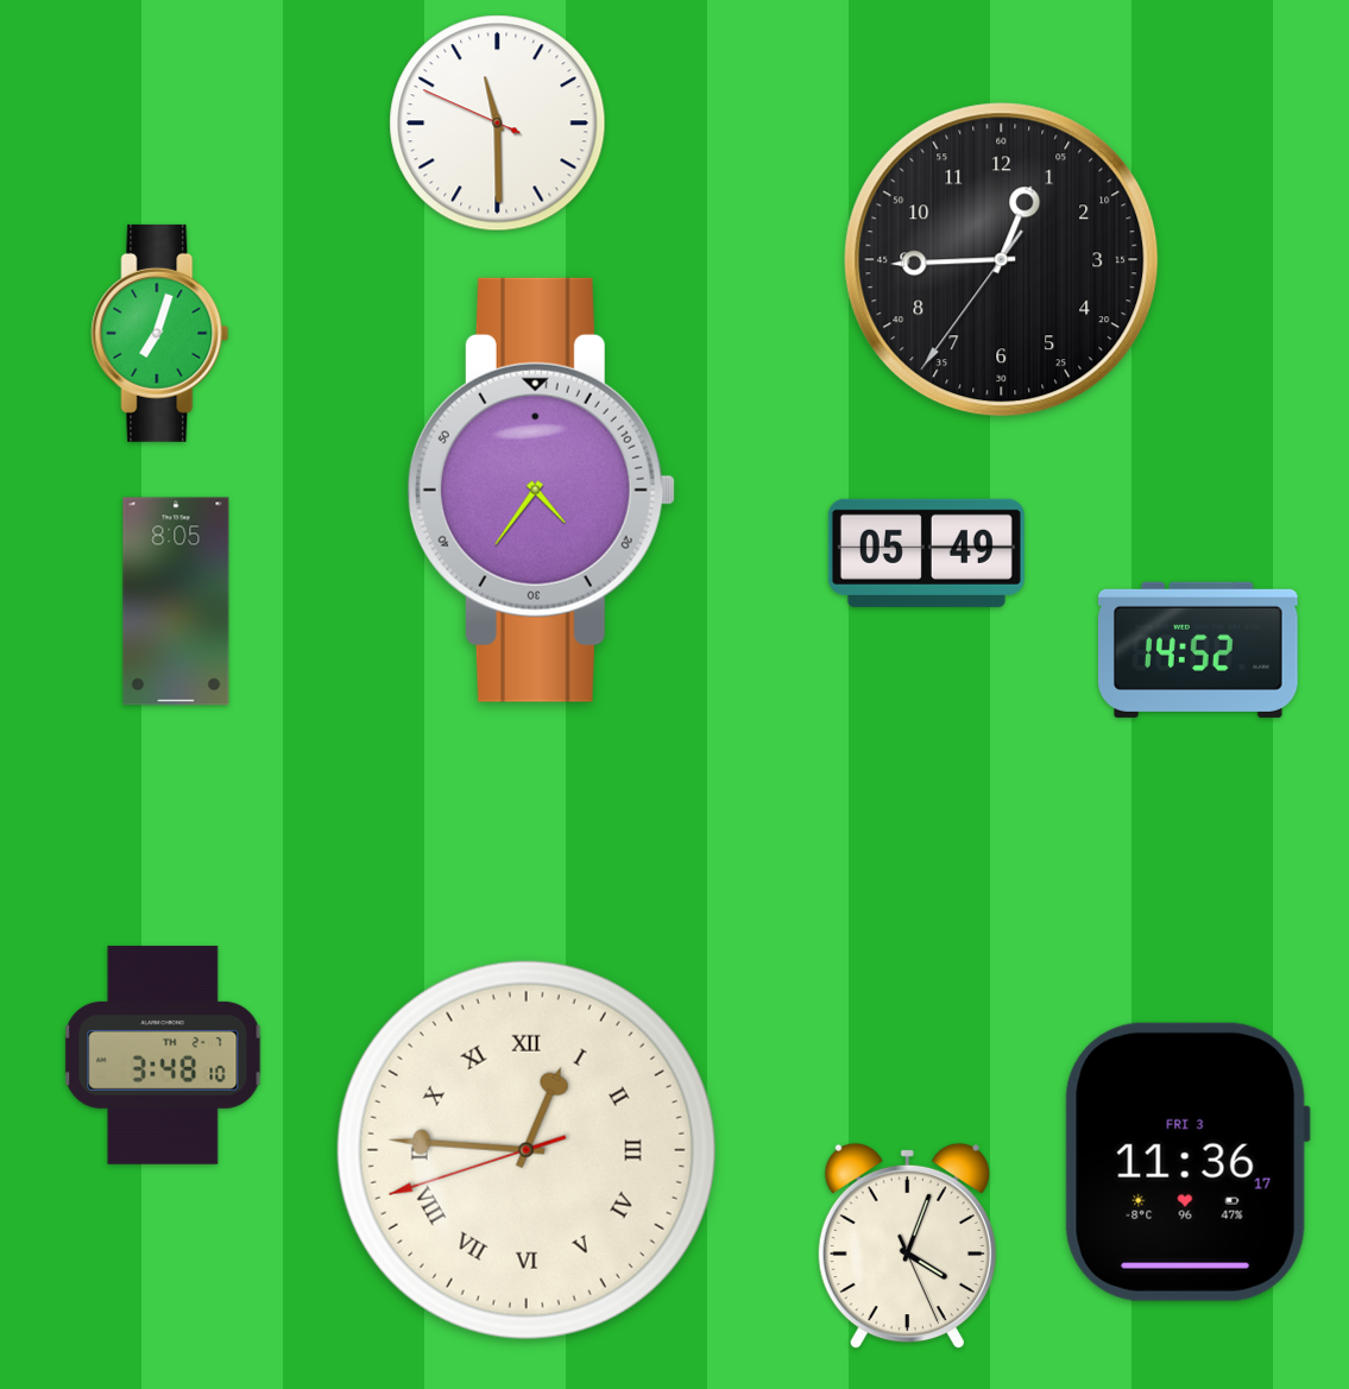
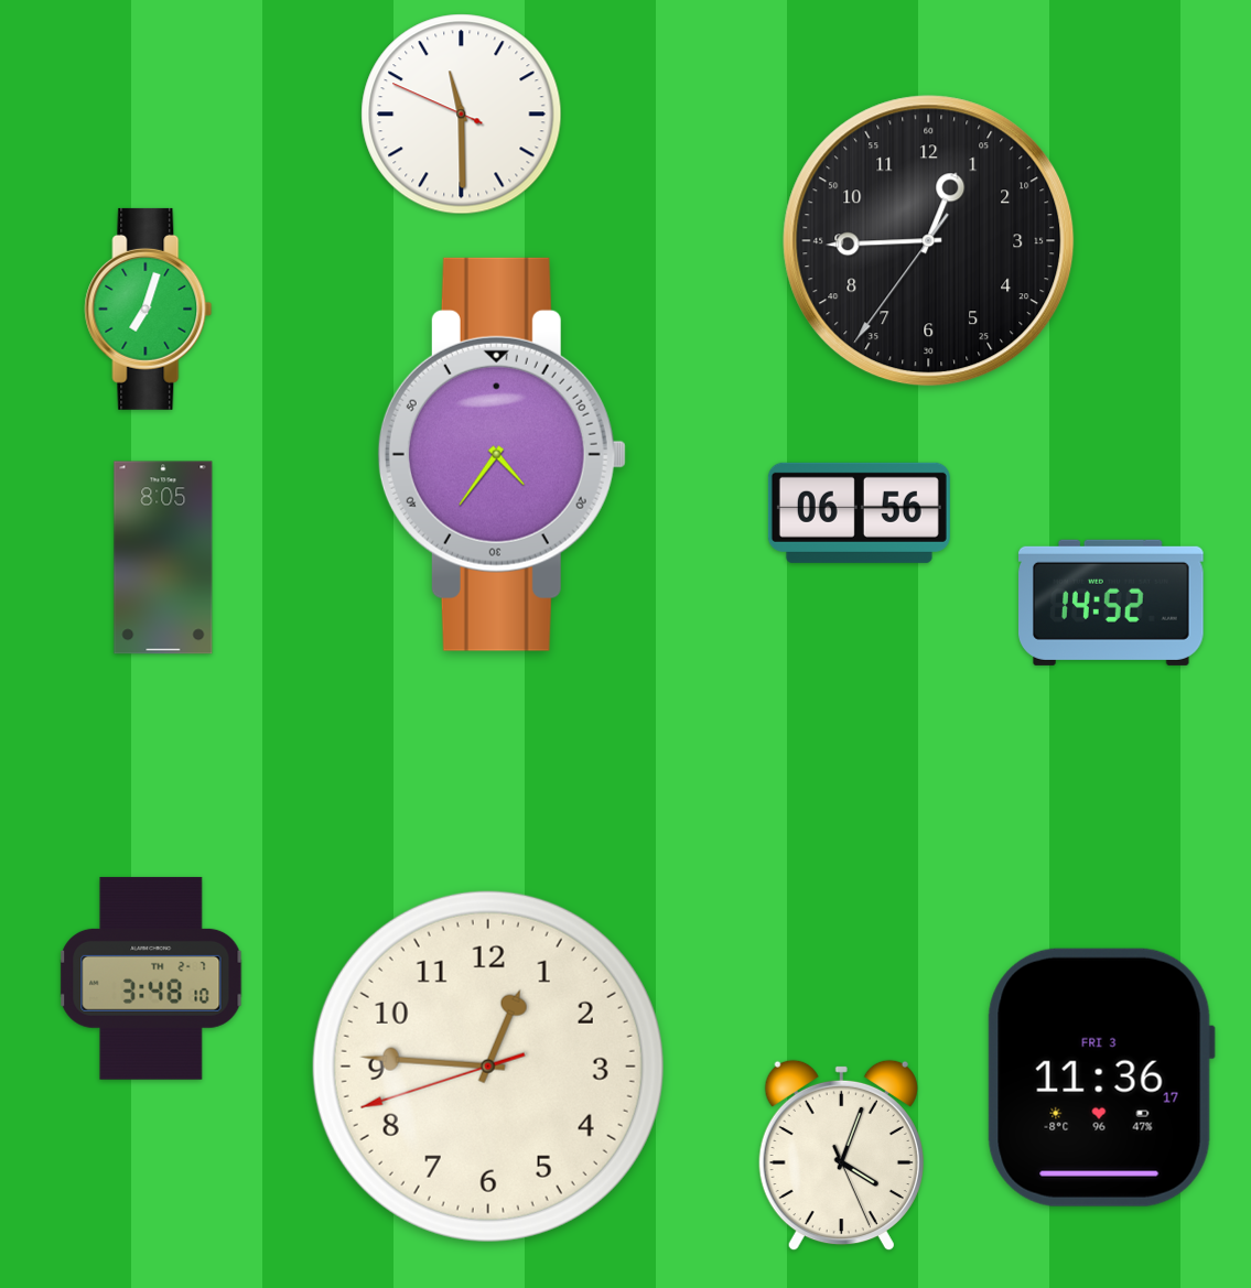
clock at (926, 553): 05:49 -> 06:56
clock at (527, 1150) numerals: Roman -> Arabic
